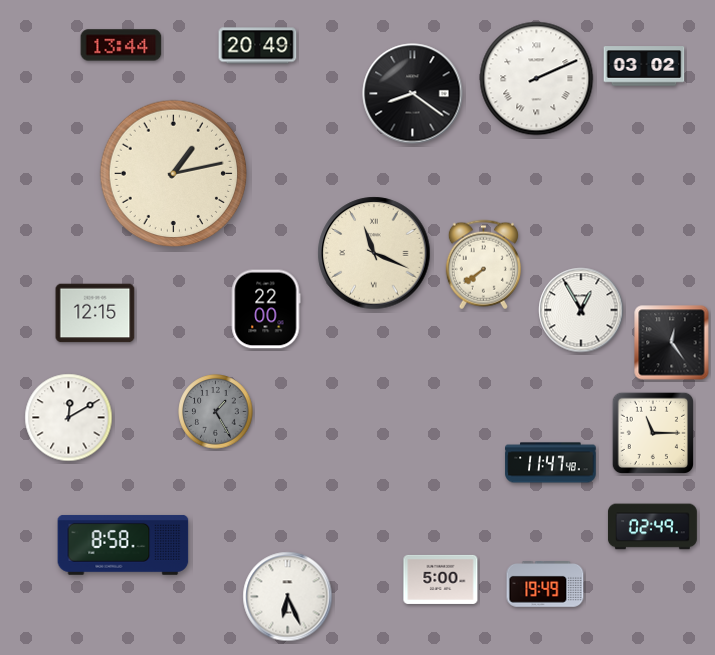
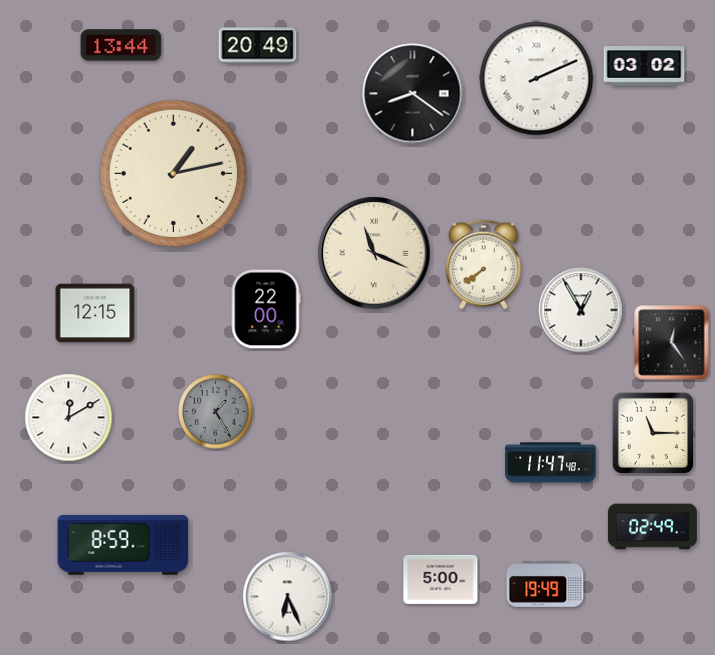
clock at (123, 545): 8:58 -> 8:59
